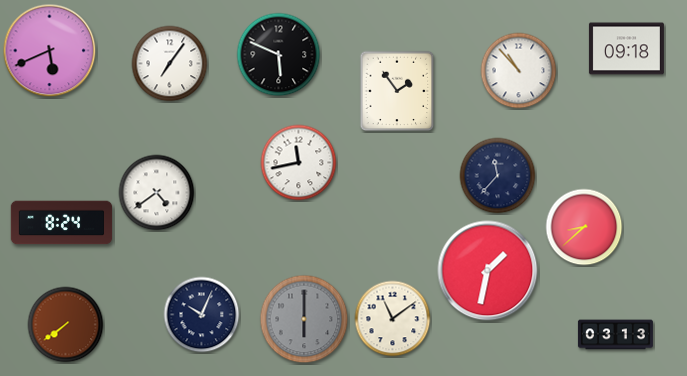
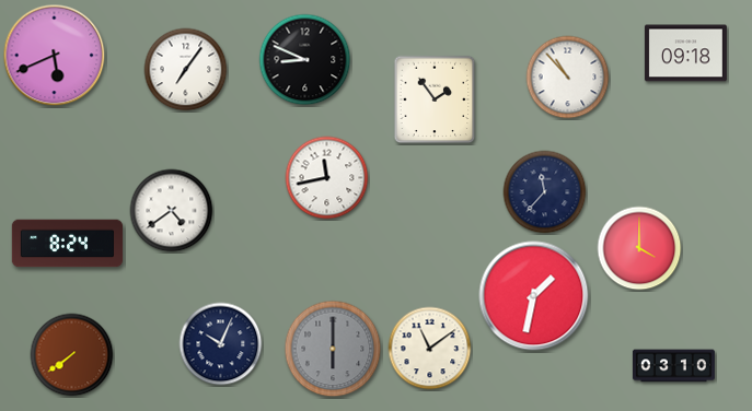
clock at (279, 55): 5:49 -> 8:49
clock at (584, 227): 8:38 -> 4:00
clock at (615, 335): 03:13 -> 03:10
